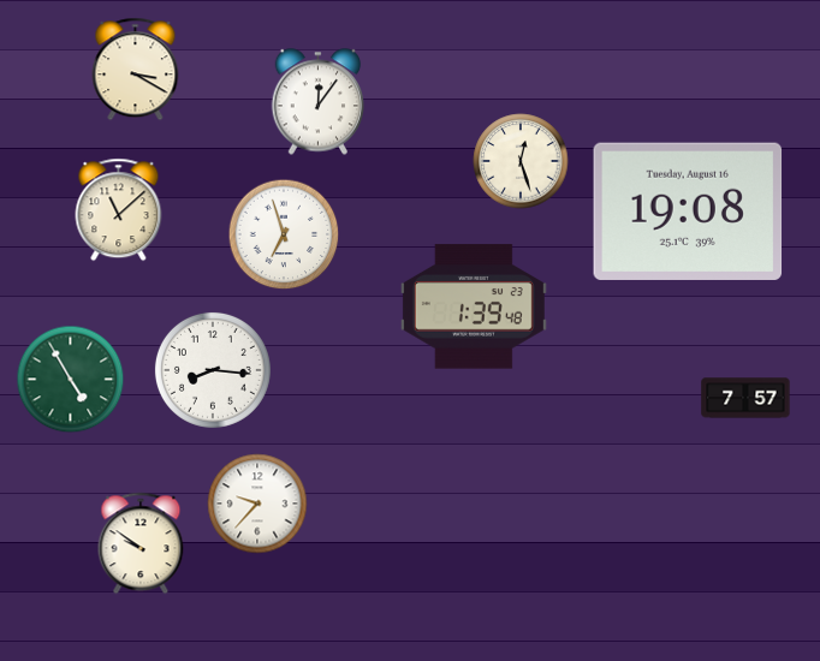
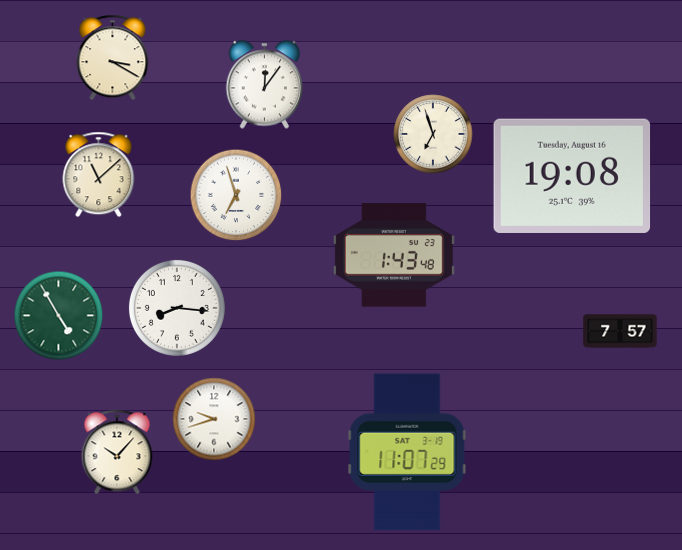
clock at (521, 161): 12:27 -> 6:57
clock at (474, 306): 1:39 -> 1:43
clock at (257, 504): 9:37 -> 9:42
clock at (141, 543): 9:51 -> 10:07
clock at (407, 452): none -> 11:07
